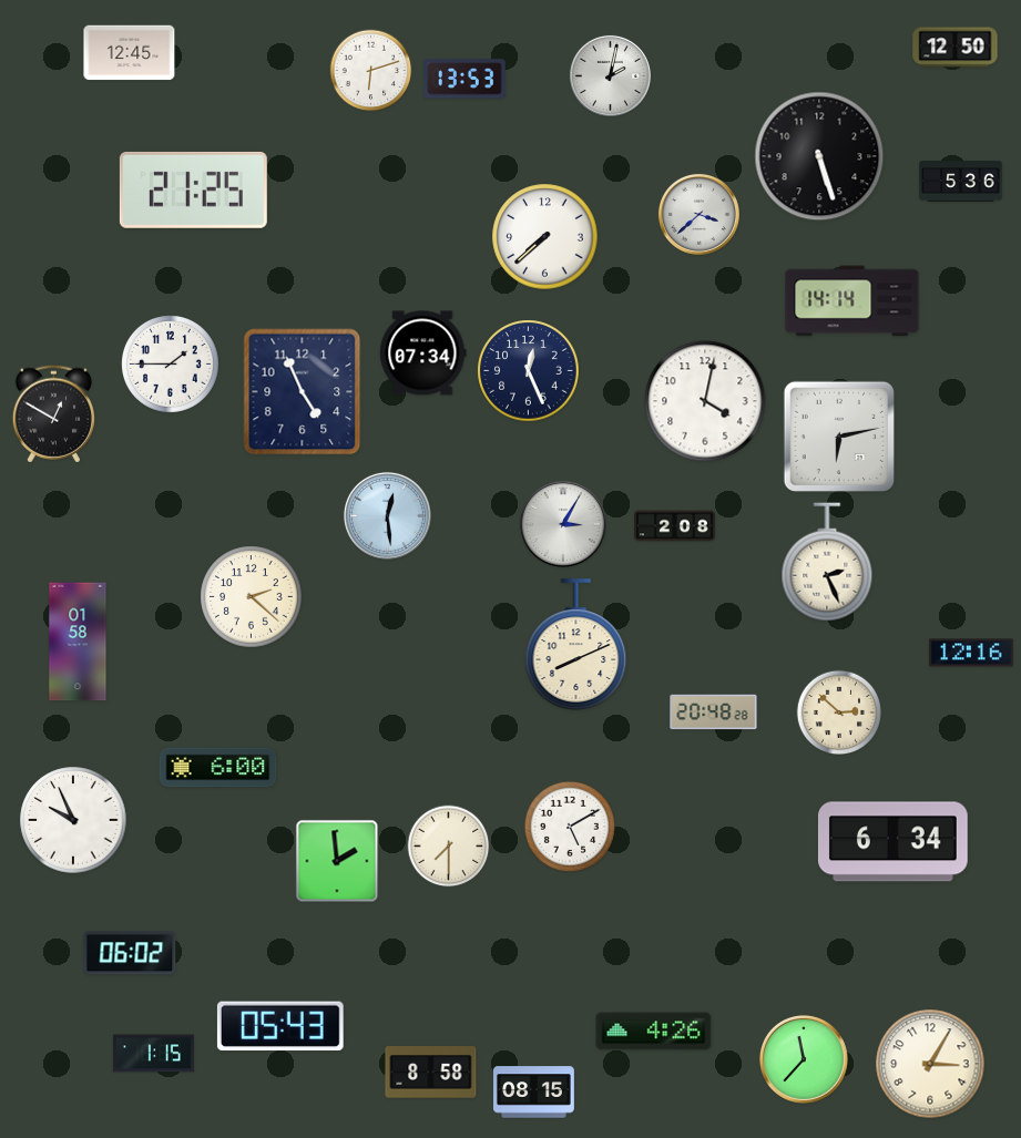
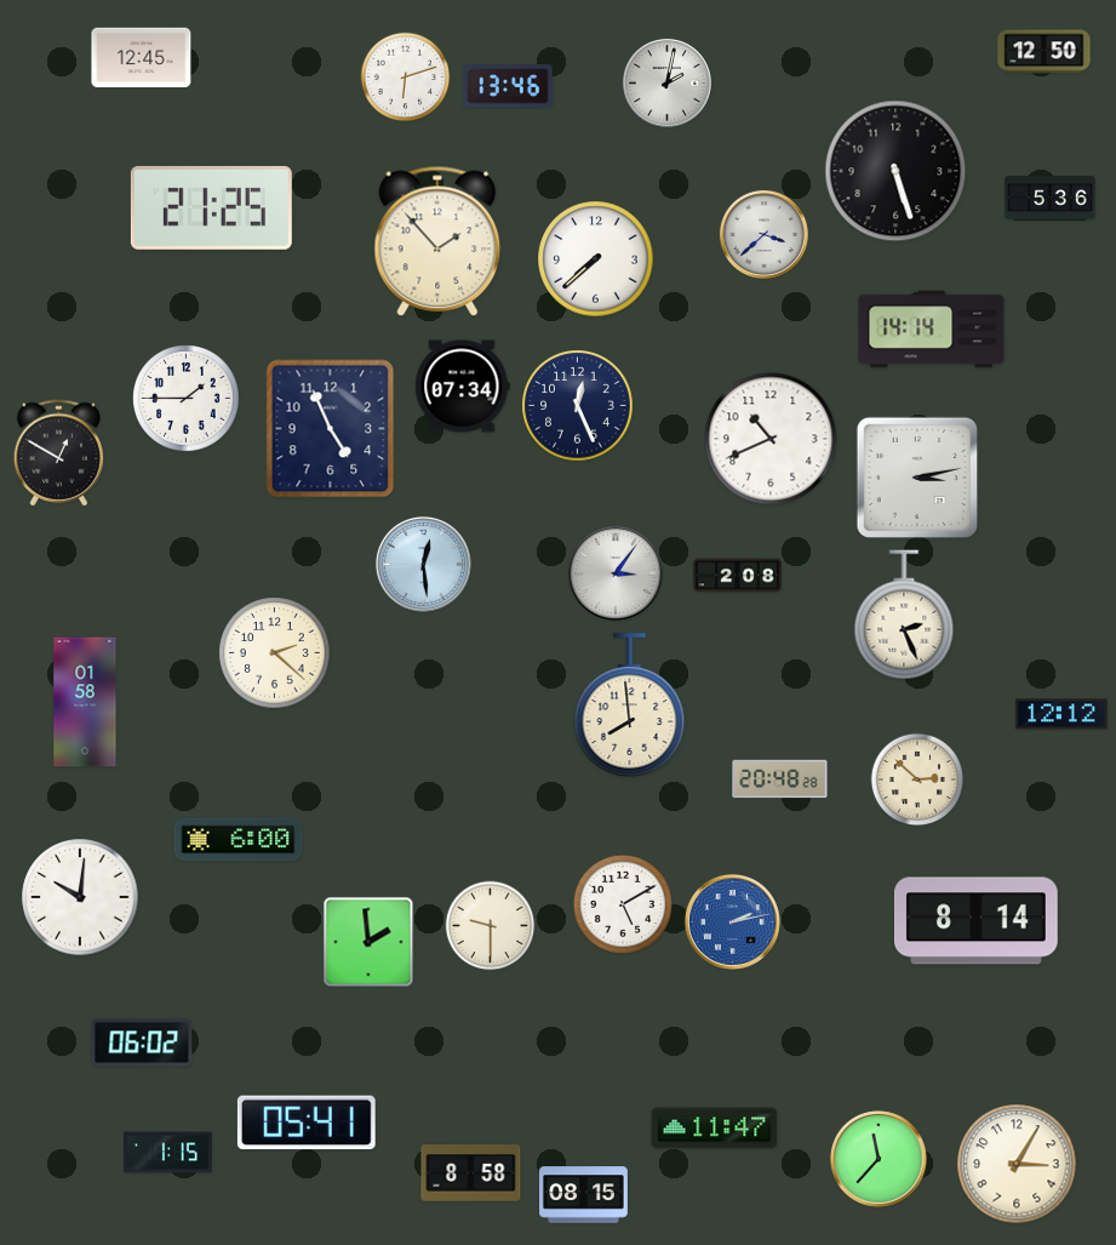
clock at (464, 79): 13:53 -> 13:46
clock at (437, 241): none -> 1:53
clock at (705, 401): 4:02 -> 10:41
clock at (839, 437): 6:13 -> 3:13
clock at (563, 524): 3:05 -> 3:06
clock at (576, 645): 8:11 -> 7:59
clock at (971, 653): 12:16 -> 12:12
clock at (73, 820): 9:56 -> 10:01
clock at (732, 921): none -> 2:13
clock at (892, 842): 6:34 -> 8:14
clock at (449, 847): 7:30 -> 9:30
clock at (280, 1026): 05:43 -> 05:41
clock at (654, 1032): 4:26 -> 11:47
